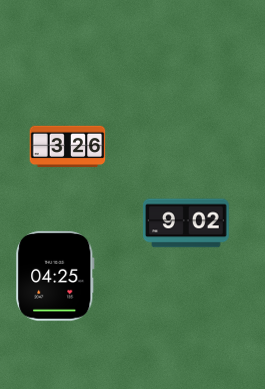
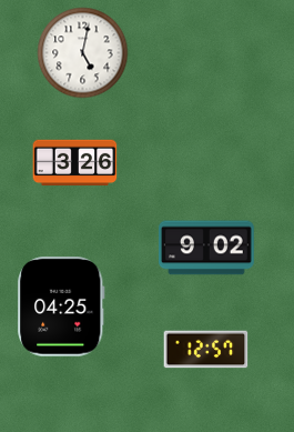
clock at (83, 53): none -> 5:02
clock at (206, 350): none -> 12:57
